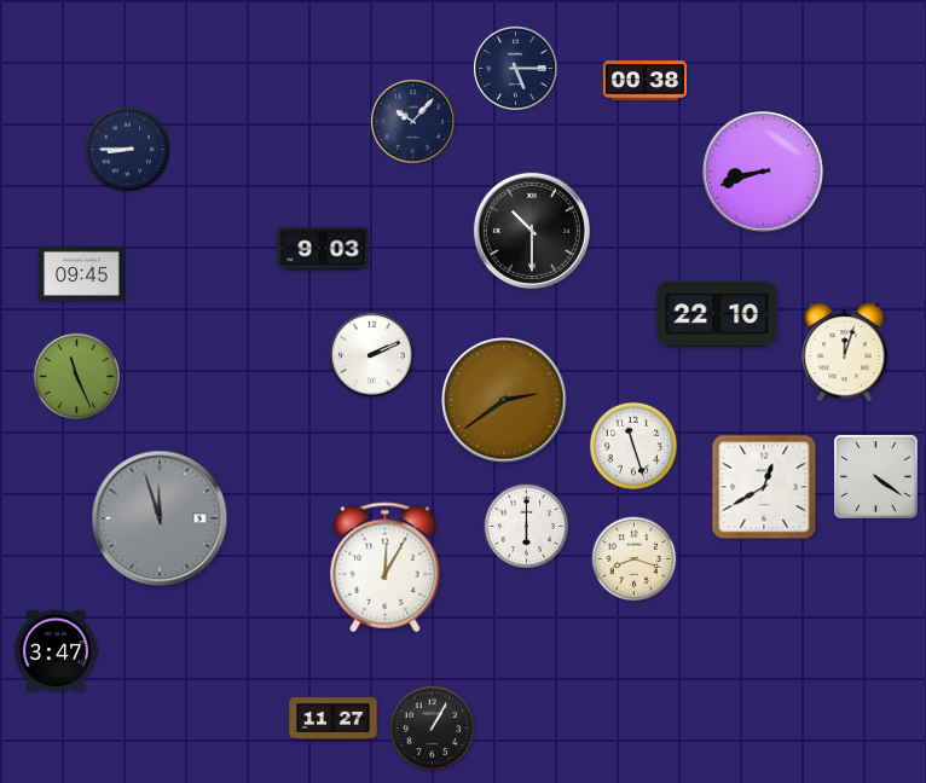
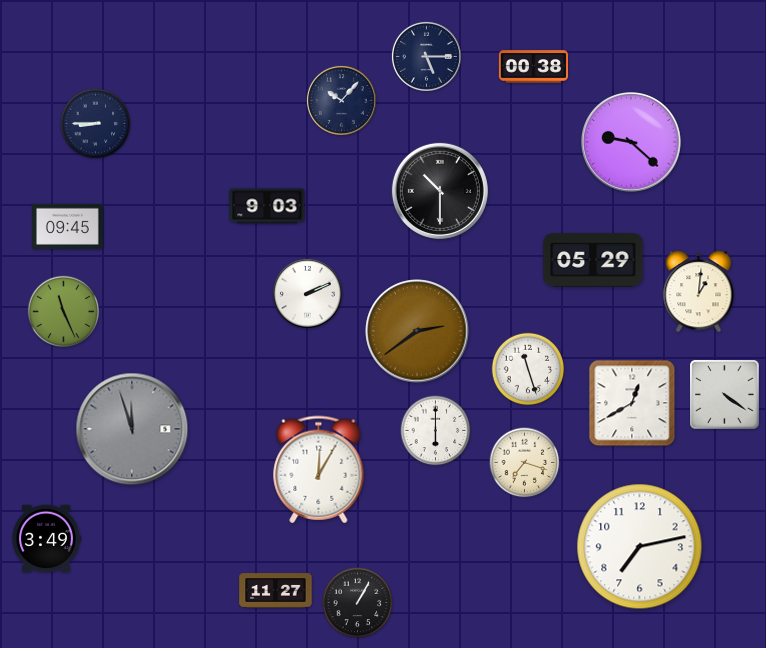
clock at (128, 150) position: (128, 150) -> (96, 124)
clock at (764, 173): 8:42 -> 9:22
clock at (717, 314): 22:10 -> 05:29
clock at (845, 353): 12:03 -> 1:01
clock at (632, 445) position: (632, 445) -> (527, 368)
clock at (527, 527) position: (527, 527) -> (436, 431)
clock at (635, 559): 8:18 -> 7:18
clock at (57, 651): 3:47 -> 3:49
clock at (640, 547): none -> 7:13
clock at (334, 719) position: (334, 719) -> (276, 591)
